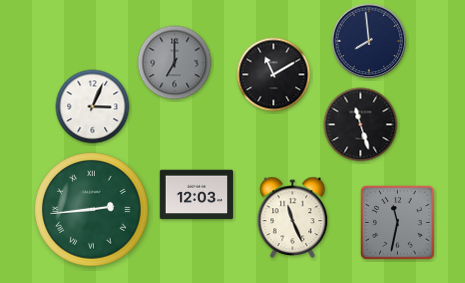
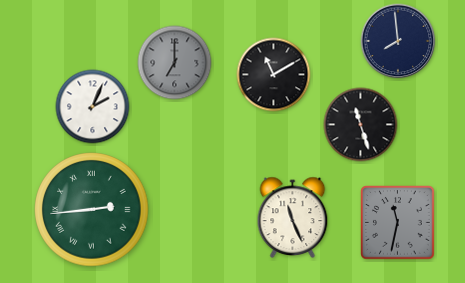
clock at (369, 41) position: (369, 41) -> (398, 41)
clock at (93, 107): 3:04 -> 2:04
clock at (197, 195): 12:03 -> none
